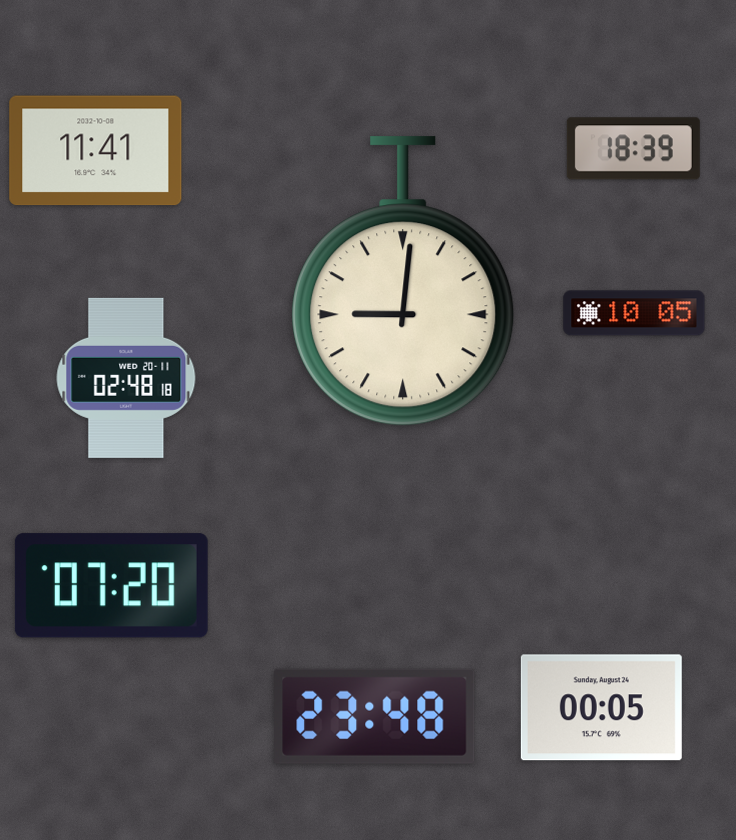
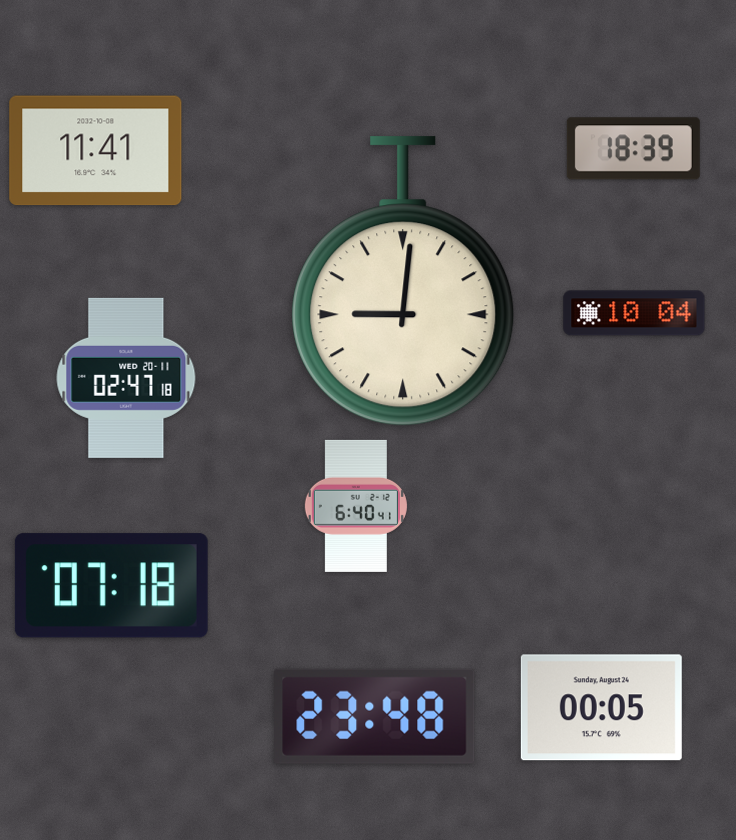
clock at (634, 313): 10:05 -> 10:04
clock at (126, 378): 02:48 -> 02:47
clock at (356, 506): none -> 6:40
clock at (111, 586): 07:20 -> 07:18
